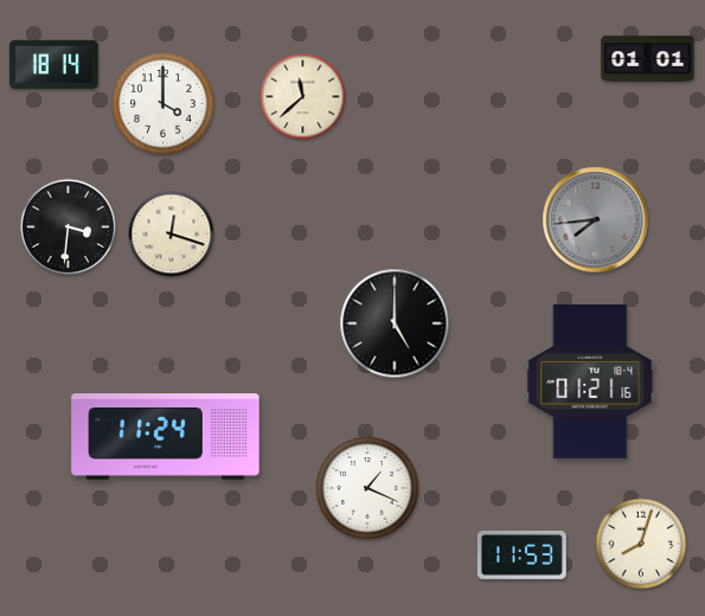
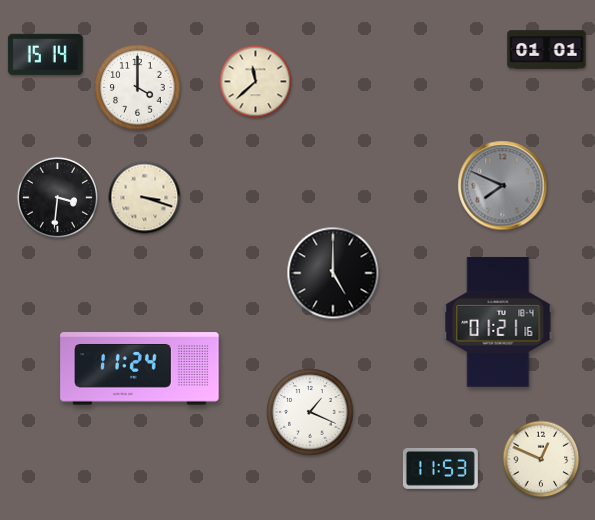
clock at (53, 64): 18:14 -> 15:14
clock at (596, 220): 7:44 -> 7:49
clock at (68, 226) position: (68, 226) -> (57, 197)
clock at (172, 235): 12:18 -> 3:18
clock at (641, 544): 8:03 -> 12:49
